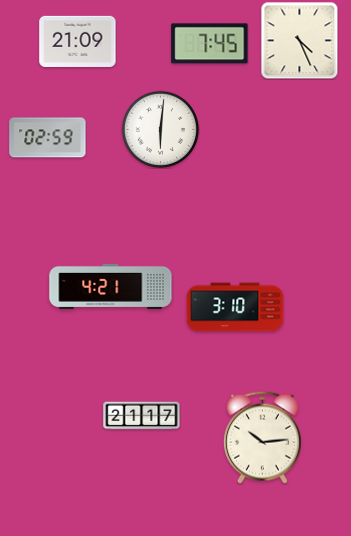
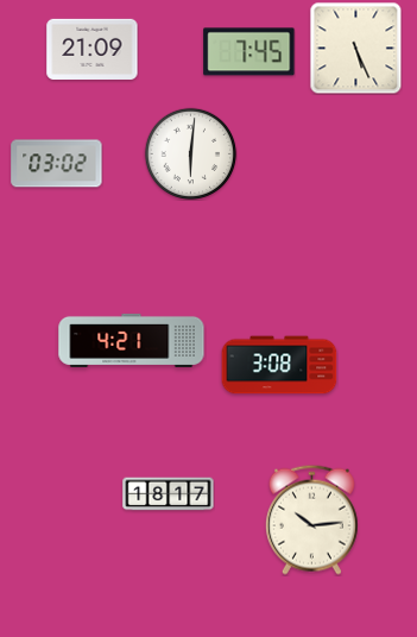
clock at (299, 40): 4:26 -> 5:26
clock at (48, 138): 02:59 -> 03:02
clock at (235, 307): 3:10 -> 3:08
clock at (142, 416): 21:17 -> 18:17
